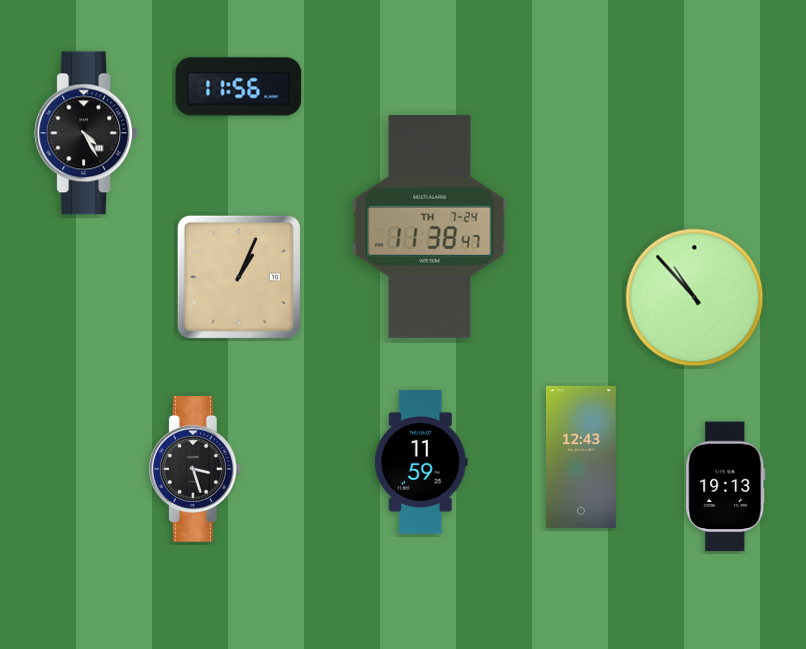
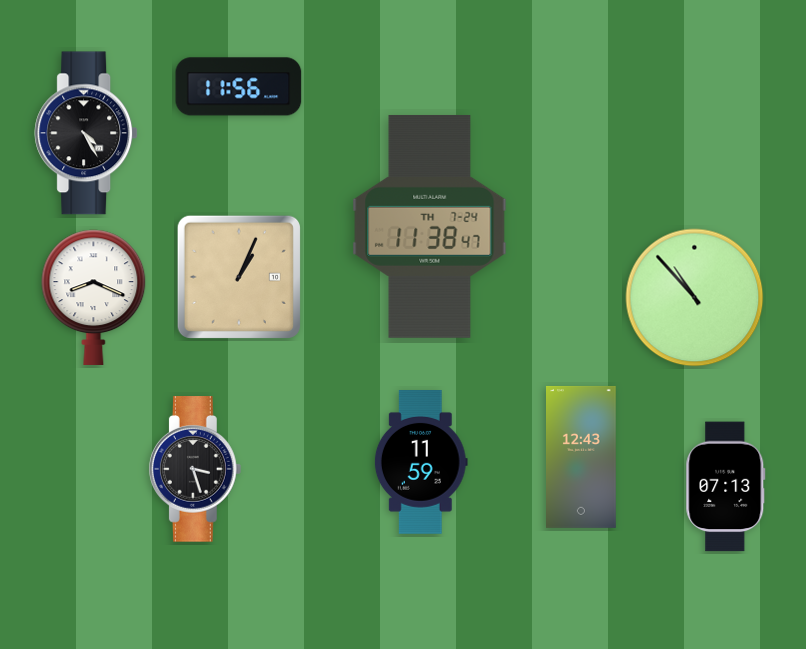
clock at (94, 297): none -> 8:19
clock at (726, 487): 19:13 -> 07:13
